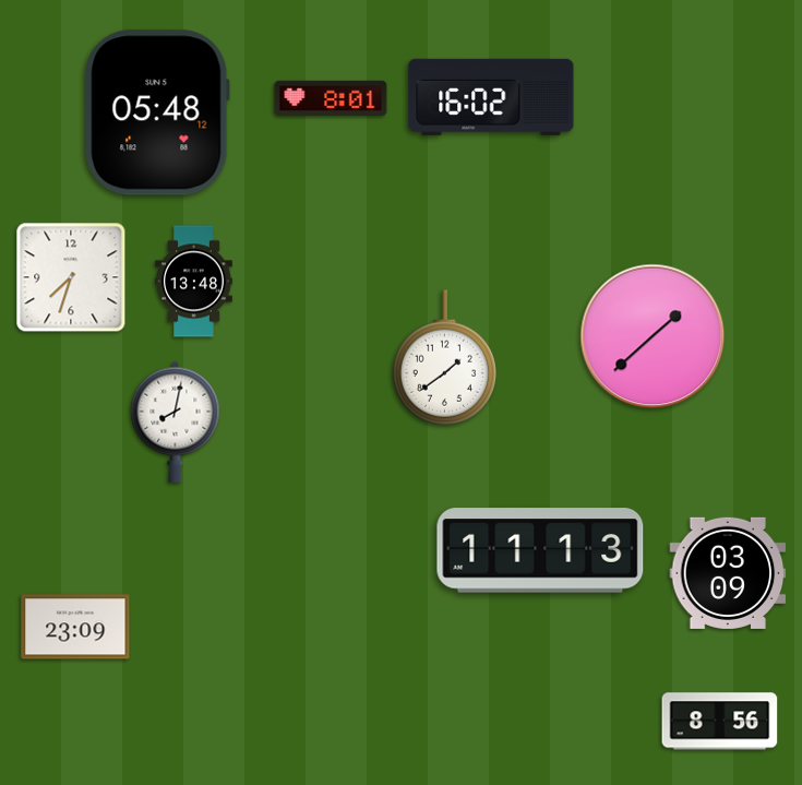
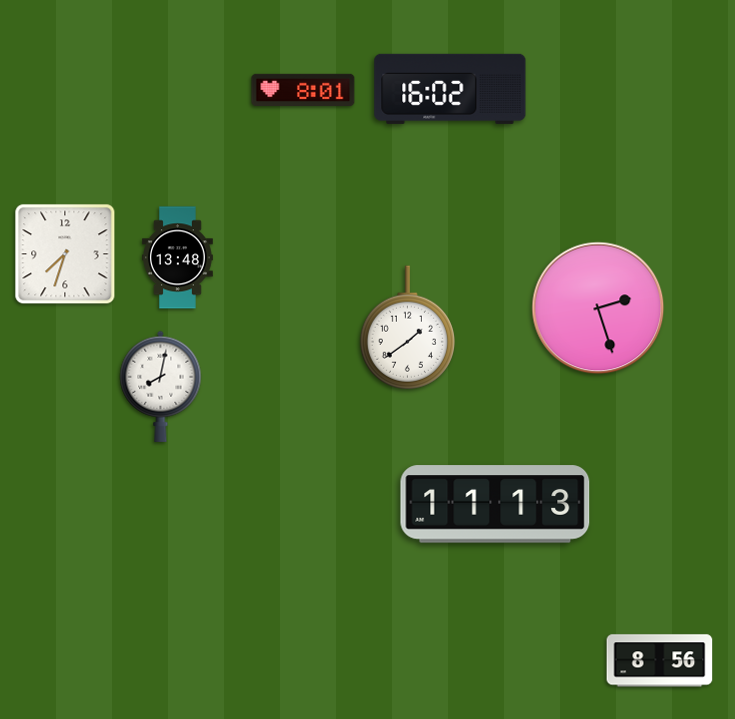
clock at (157, 112): 05:48 -> none
clock at (653, 336): 1:38 -> 2:27
clock at (728, 573): 03:09 -> none
clock at (75, 627): 23:09 -> none
